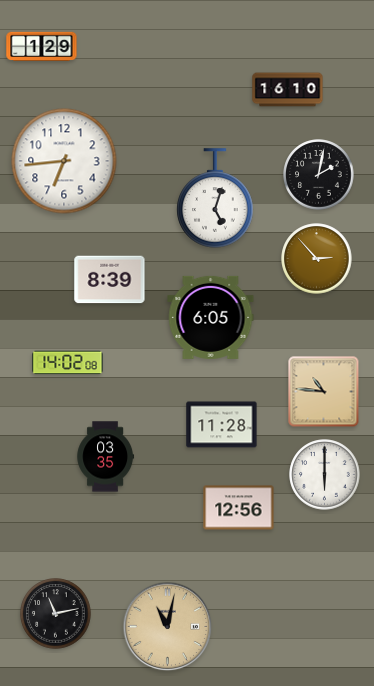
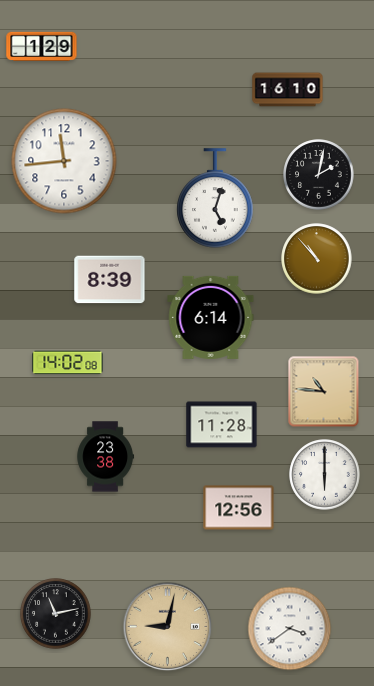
clock at (64, 161): 6:44 -> 11:44
clock at (317, 259): 2:53 -> 10:53
clock at (211, 317): 6:05 -> 6:14
clock at (106, 457): 03:35 -> 23:38
clock at (168, 627): 11:02 -> 9:02
clock at (290, 629): none -> 3:39
